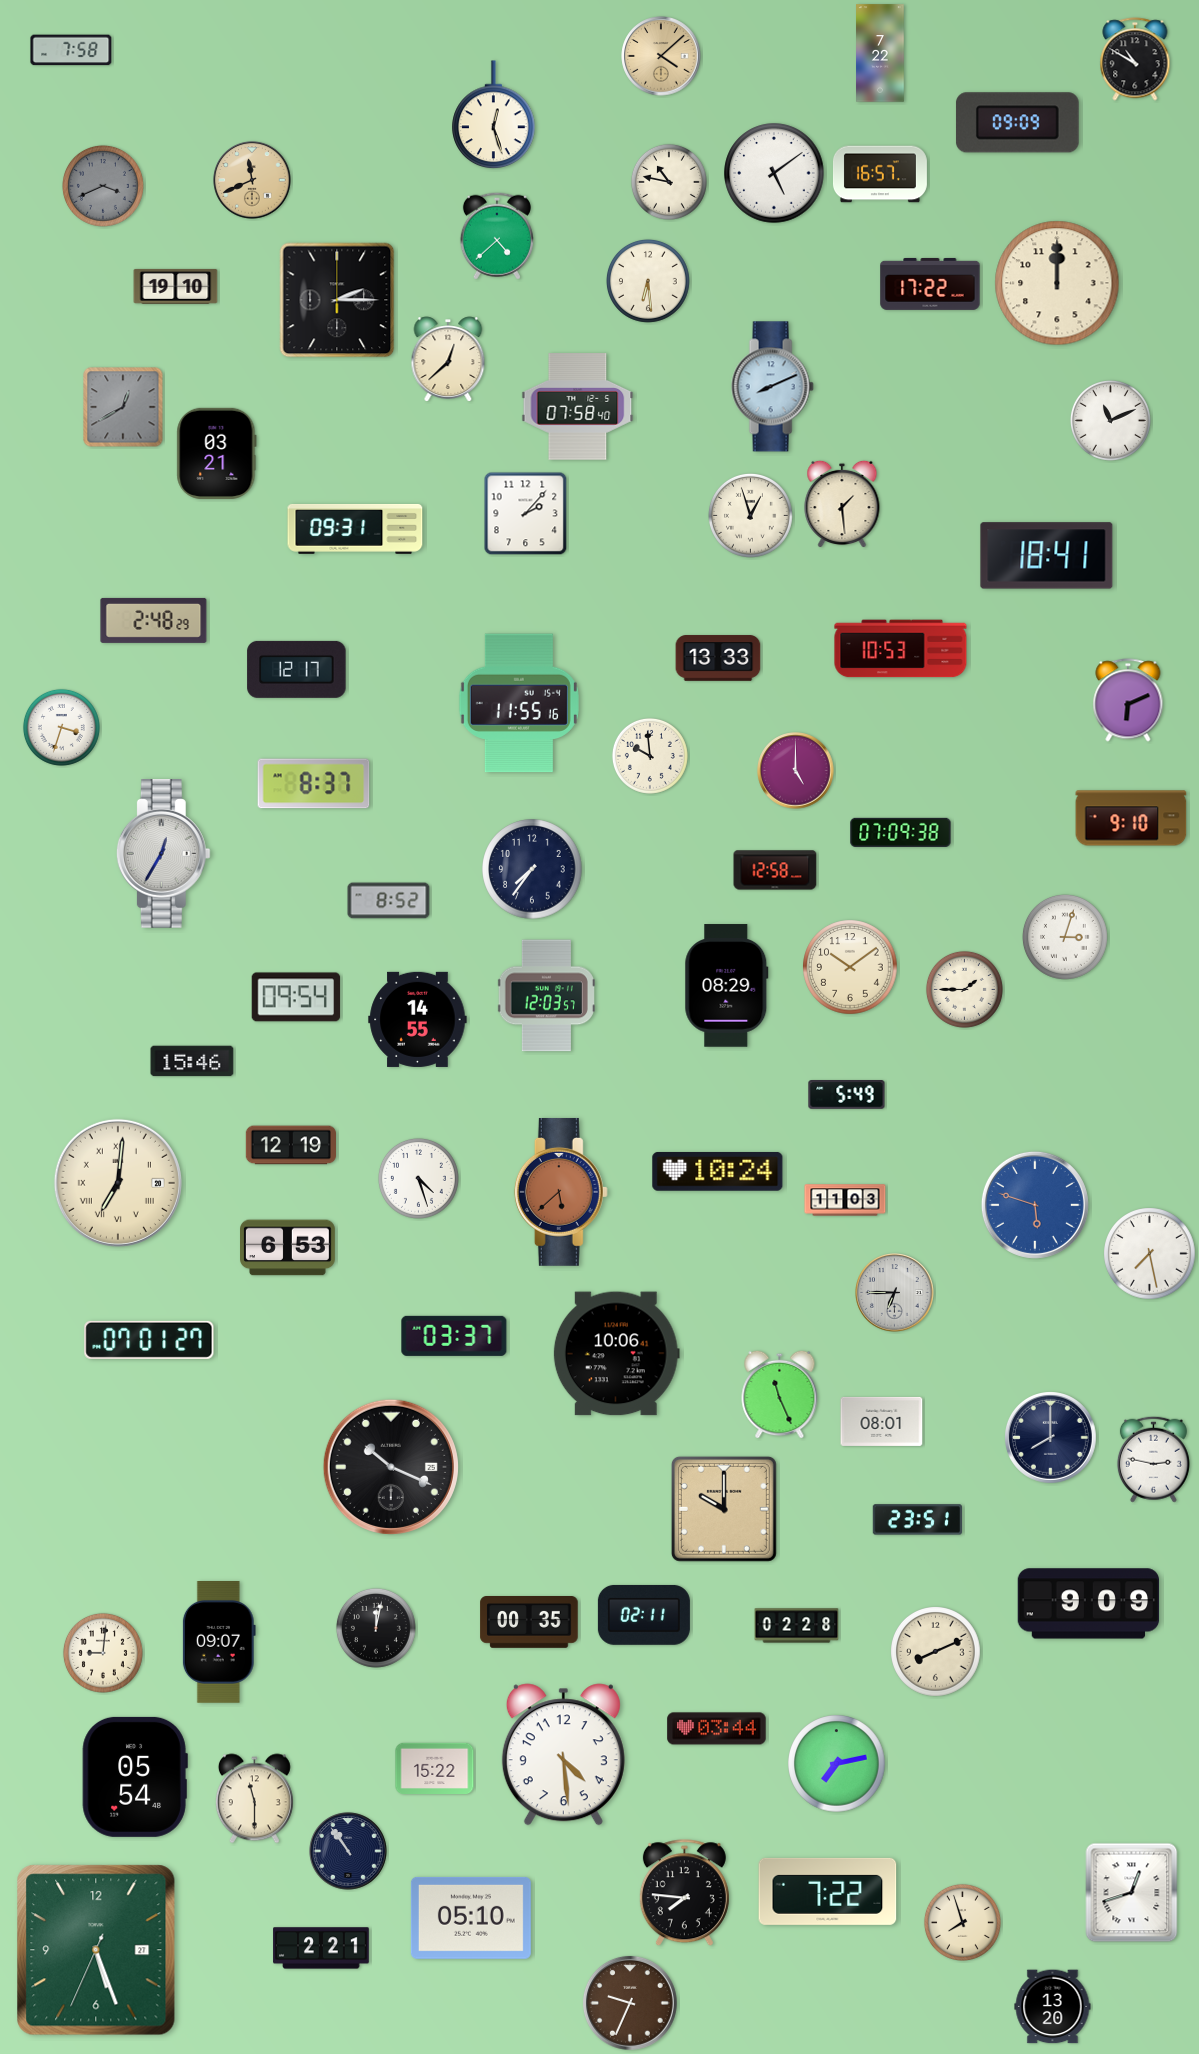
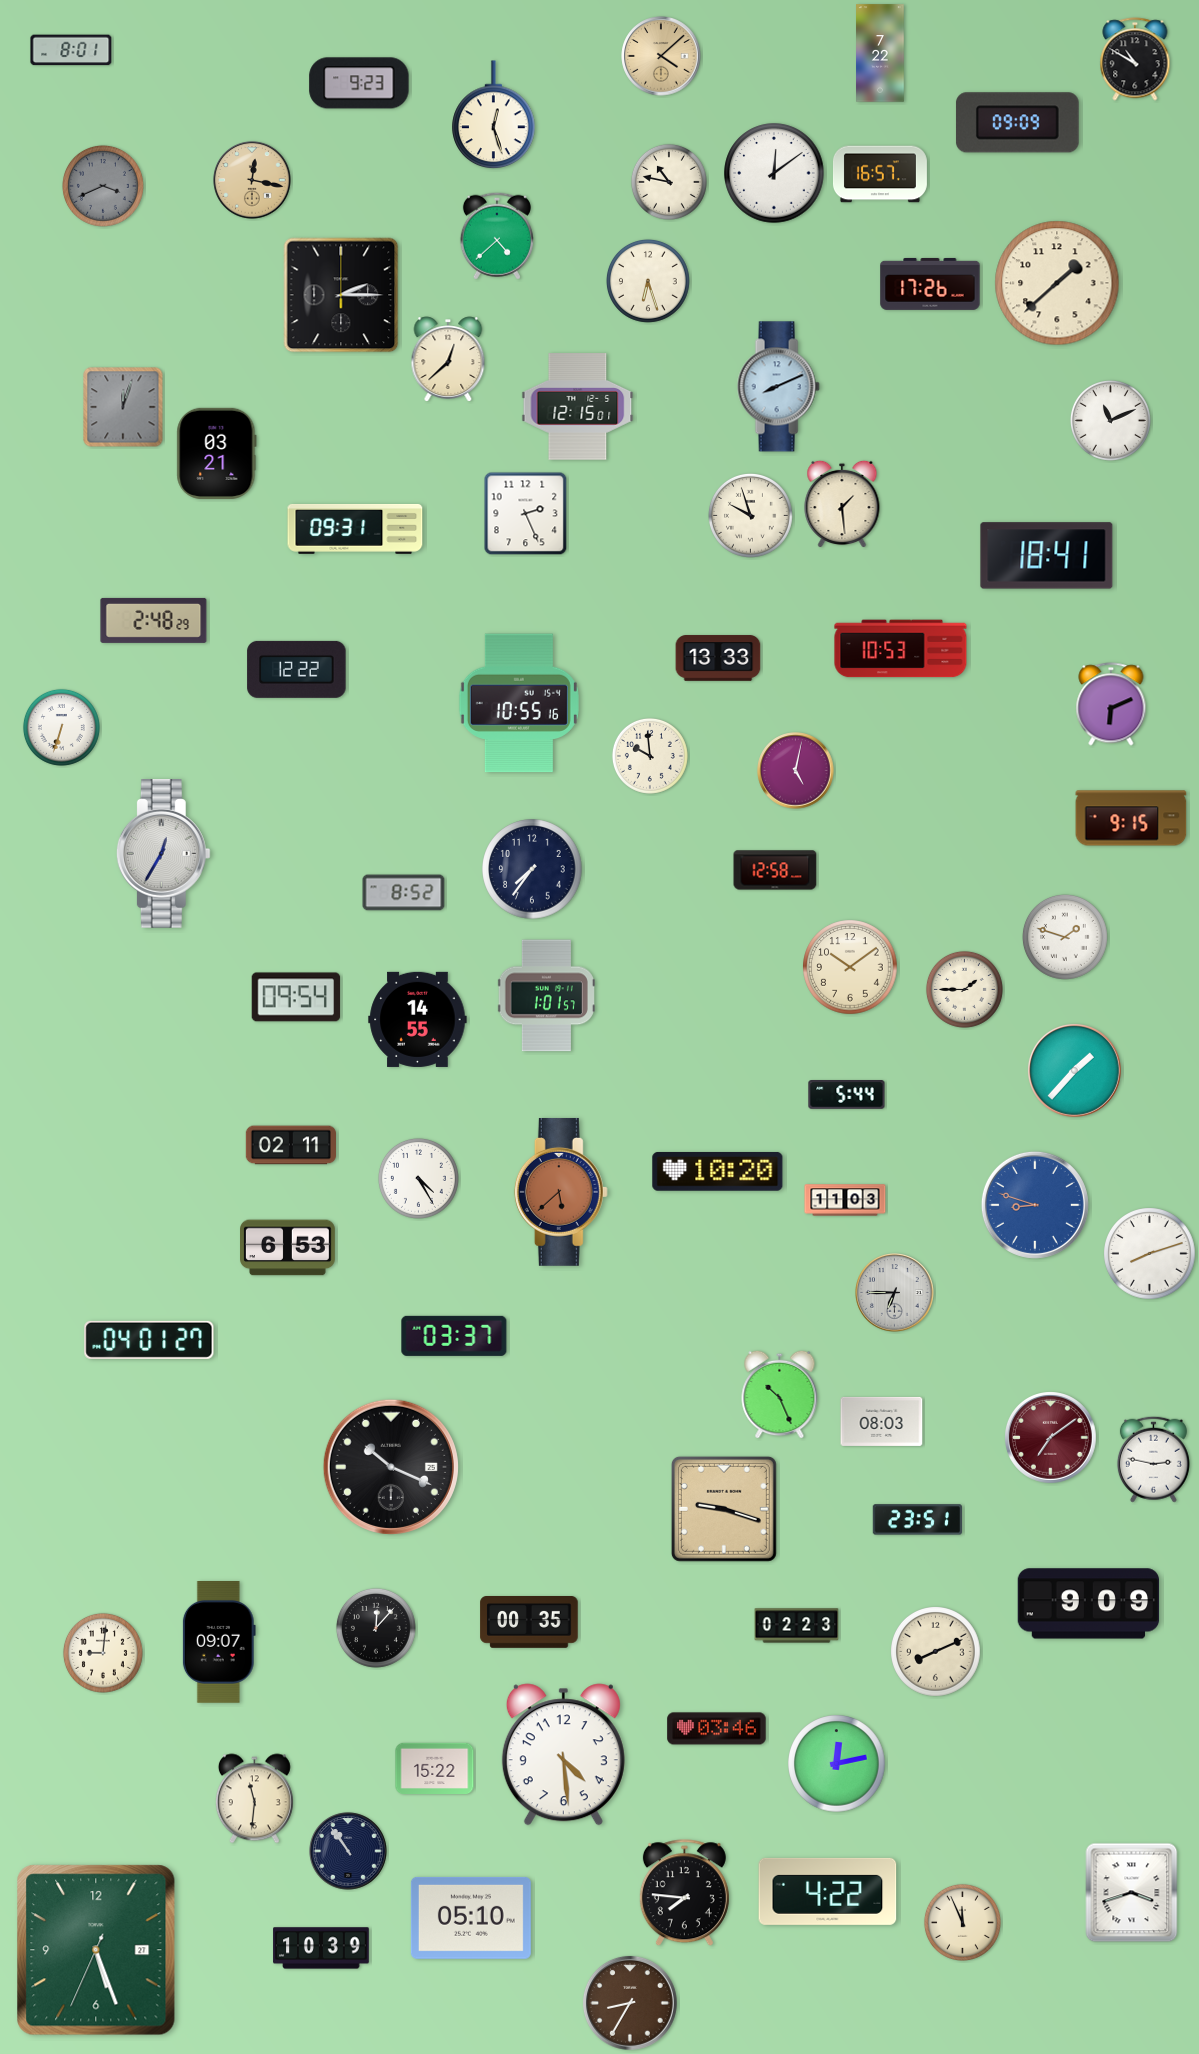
clock at (71, 50): 7:58 -> 8:01
clock at (359, 83): none -> 9:23
clock at (774, 173): 5:09 -> 12:09
clock at (252, 180): 11:41 -> 12:17
clock at (648, 281): 6:29 -> 6:27
clock at (1057, 283): 12:00 -> 1:38
clock at (930, 284): 17:22 -> 17:26
clock at (176, 286): 19:10 -> none
clock at (337, 300) position: (337, 300) -> (341, 295)
clock at (772, 387) position: (772, 387) -> (778, 387)
clock at (123, 407): 12:40 -> 12:03
clock at (578, 407): 07:58 -> 12:15
clock at (526, 514): 2:07 -> 2:26
clock at (750, 515): 12:57 -> 9:57
clock at (297, 669): 12:17 -> 12:22
clock at (1128, 700) position: (1128, 700) -> (1111, 704)
clock at (519, 703): 11:55 -> 10:55
clock at (61, 727): 3:33 -> 6:33
clock at (796, 771): 5:00 -> 5:02
clock at (314, 784): 8:37 -> none
clock at (1131, 818): 9:10 -> 9:15
clock at (901, 832): 07:09 -> none
clock at (389, 901) position: (389, 901) -> (404, 893)
clock at (1065, 937): 3:03 -> 1:48
clock at (727, 986): 08:29 -> none
clock at (546, 996): 12:03 -> 1:01
clock at (192, 1061): 15:46 -> none
clock at (1074, 1070): none -> 1:37
clock at (847, 1095): 5:49 -> 5:44
clock at (290, 1145): 12:19 -> 02:11
clock at (718, 1171): 10:24 -> 10:20
clock at (418, 1178): 4:27 -> 4:25
clock at (118, 1183): 7:01 -> none
clock at (1035, 1205): 5:48 -> 8:48
clock at (1150, 1254): 7:28 -> 8:12
clock at (149, 1340): 07:01 -> 04:01
clock at (616, 1354): 10:06 -> none
clock at (780, 1394): 11:26 -> 10:26
clock at (882, 1421): 08:01 -> 08:03
clock at (1051, 1438): 8:00 -> 7:09
clock at (1051, 1438) dial: navy -> burgundy
clock at (724, 1509): 10:00 -> 9:18
clock at (644, 1615): 02:11 -> none
clock at (797, 1626): 02:28 -> 02:23
clock at (376, 1628): 12:02 -> 12:07
clock at (717, 1729): 03:44 -> 03:46
clock at (837, 1764): 7:13 -> 12:13
clock at (135, 1777): 05:54 -> none
clock at (254, 1799): 11:30 -> 11:31
clock at (828, 1891): 7:22 -> 4:22
clock at (1132, 1893): 12:42 -> 3:42
clock at (962, 1922): 7:57 -> 11:56
clock at (321, 1948): 2:21 -> 10:39
clock at (630, 2003): 9:34 -> 8:35
clock at (1053, 2007): 13:20 -> none
